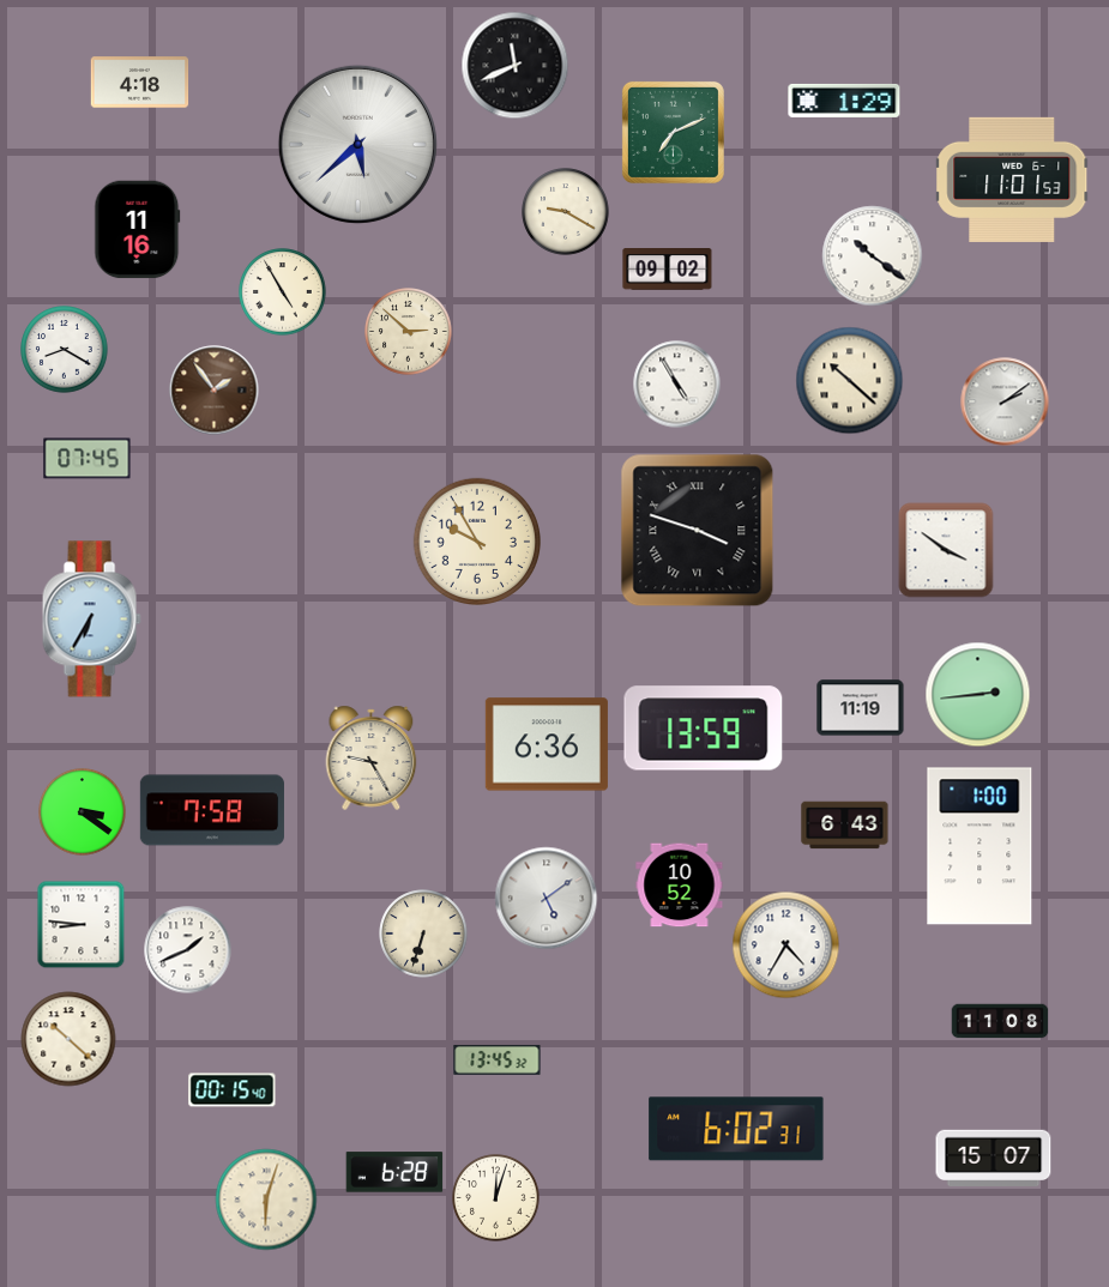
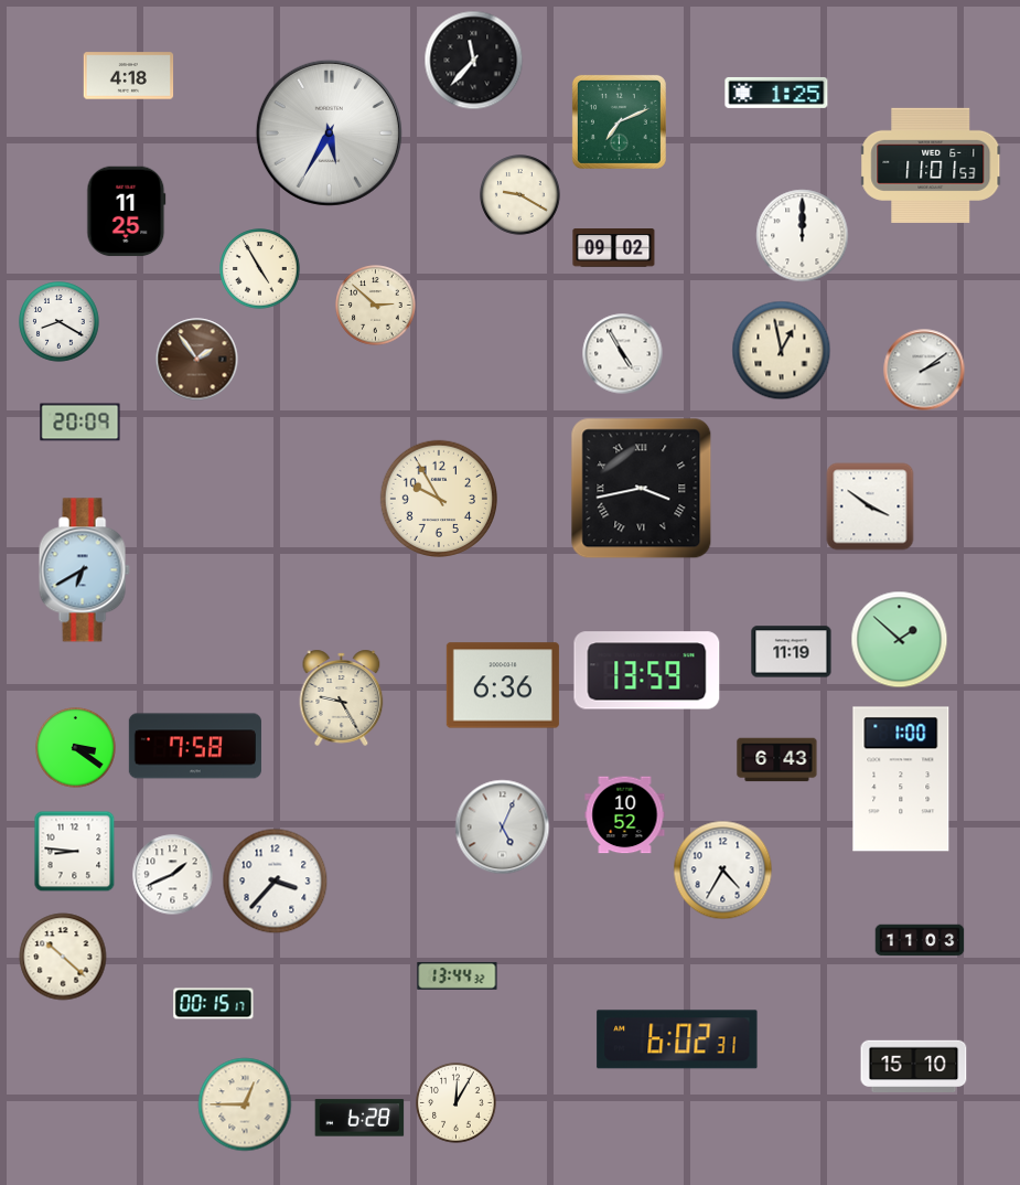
clock at (516, 66): 11:41 -> 11:37
clock at (844, 101): 1:29 -> 1:25
clock at (357, 144): 5:38 -> 5:35
clock at (138, 230): 11:16 -> 11:25
clock at (873, 256): 10:21 -> 12:00
clock at (850, 381): 10:22 -> 12:58
clock at (88, 459): 07:45 -> 20:09
clock at (698, 531): 3:48 -> 3:43
clock at (91, 620): 6:35 -> 6:40
clock at (978, 695): 2:44 -> 1:52
clock at (547, 899): 5:09 -> 5:04
clock at (423, 933): 6:33 -> none
clock at (276, 882): none -> 3:37
clock at (1000, 1021): 11:08 -> 11:03
clock at (498, 1061): 13:45 -> 13:44
clock at (233, 1090): 00:15:40 -> 00:15:17
clock at (994, 1159): 15:07 -> 15:10
clock at (394, 1172) position: (394, 1172) -> (359, 1118)
clock at (496, 1198): 12:03 -> 12:05
clock at (266, 1200): 6:03 -> 12:45
